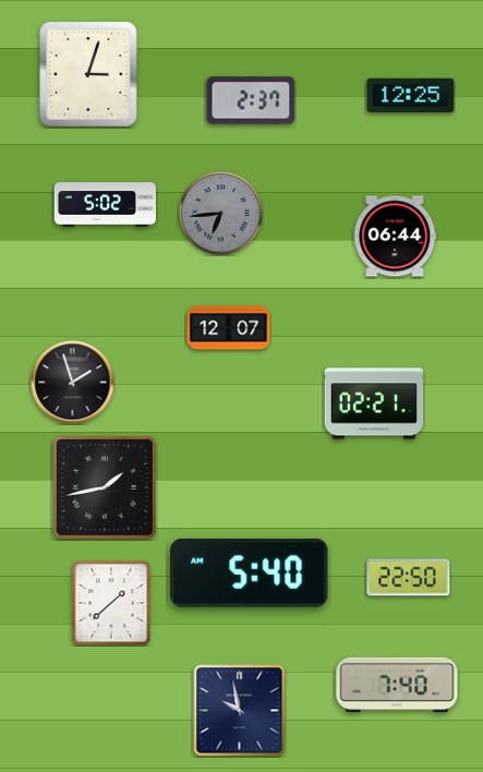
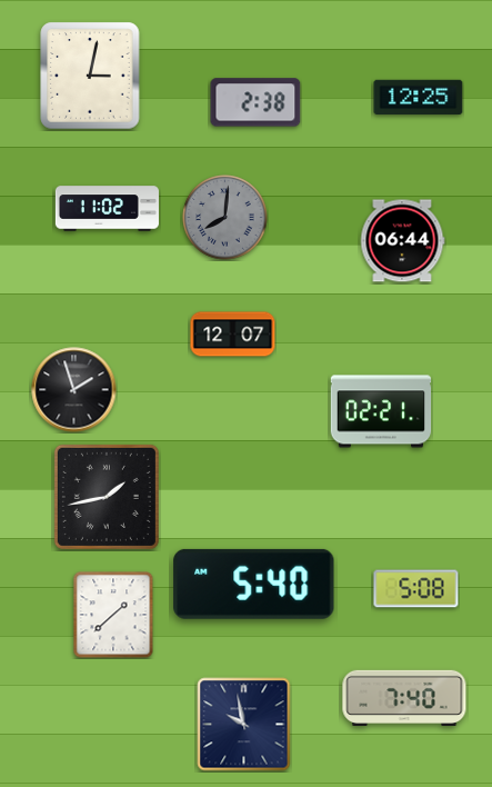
clock at (88, 74): 3:03 -> 3:02
clock at (251, 100): 2:37 -> 2:38
clock at (105, 205): 5:02 -> 11:02
clock at (221, 214): 6:44 -> 8:01
clock at (409, 578): 22:50 -> 5:08
